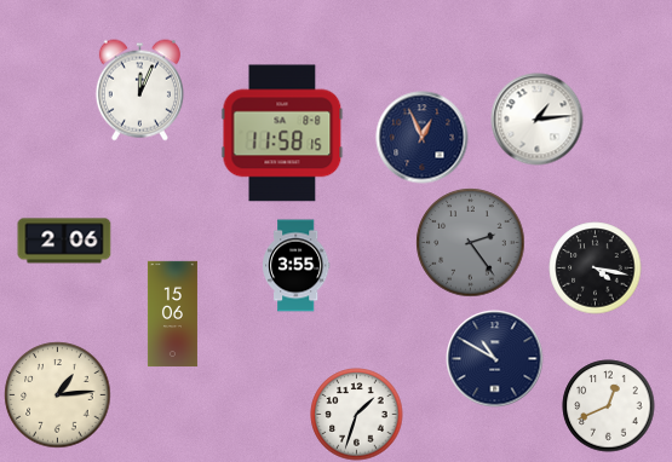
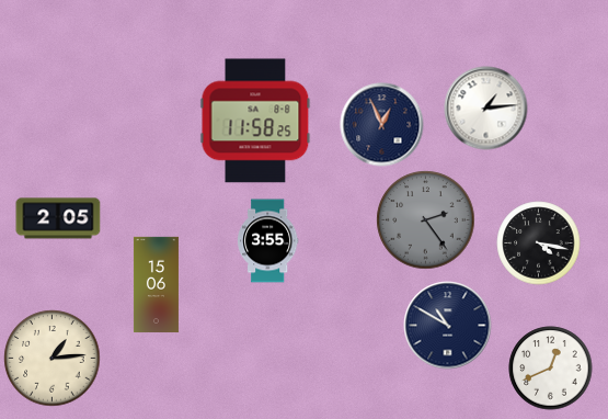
clock at (139, 91): 12:04 -> none
clock at (282, 133): 11:58:15 -> 11:58:25
clock at (64, 241): 2:06 -> 2:05
clock at (357, 415): 1:33 -> none
